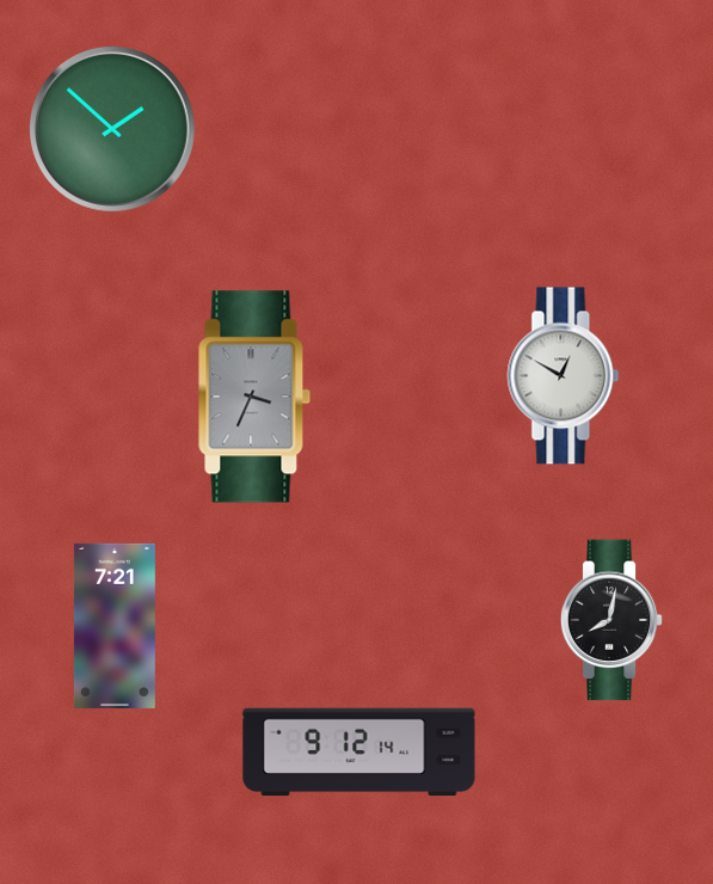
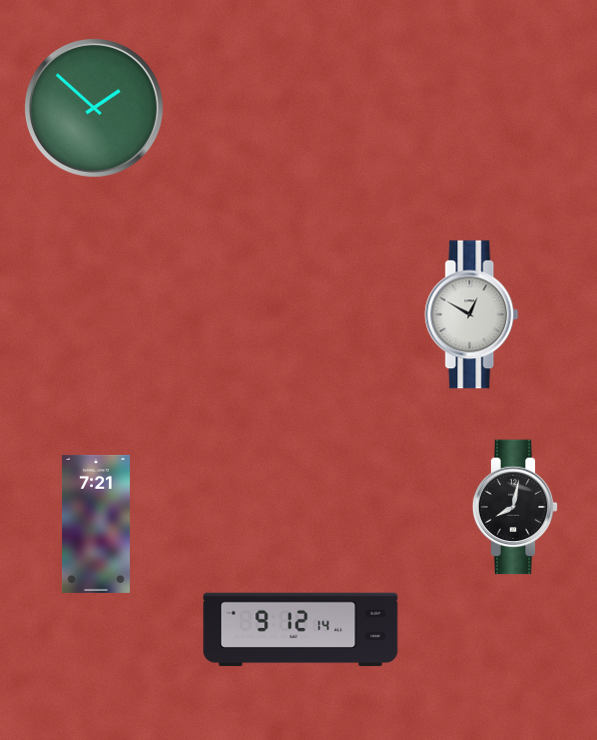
clock at (254, 397): 3:34 -> none
clock at (611, 620) position: (611, 620) -> (515, 507)
